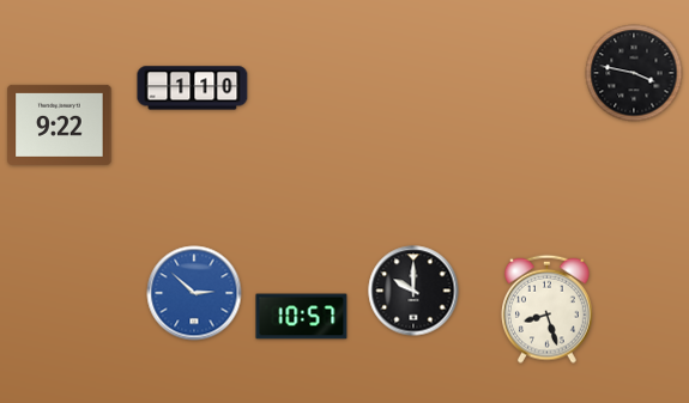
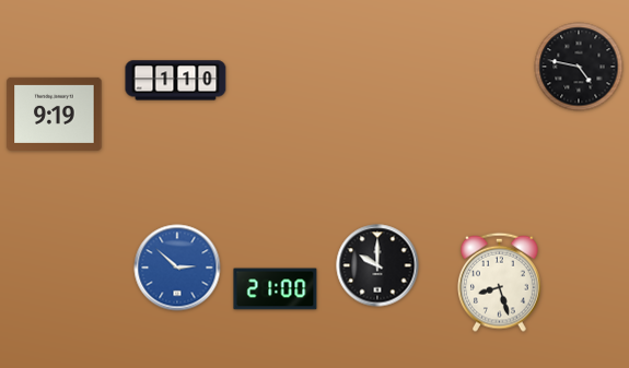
clock at (634, 73): 3:47 -> 4:47
clock at (60, 124): 9:22 -> 9:19
clock at (302, 317): 10:57 -> 21:00
